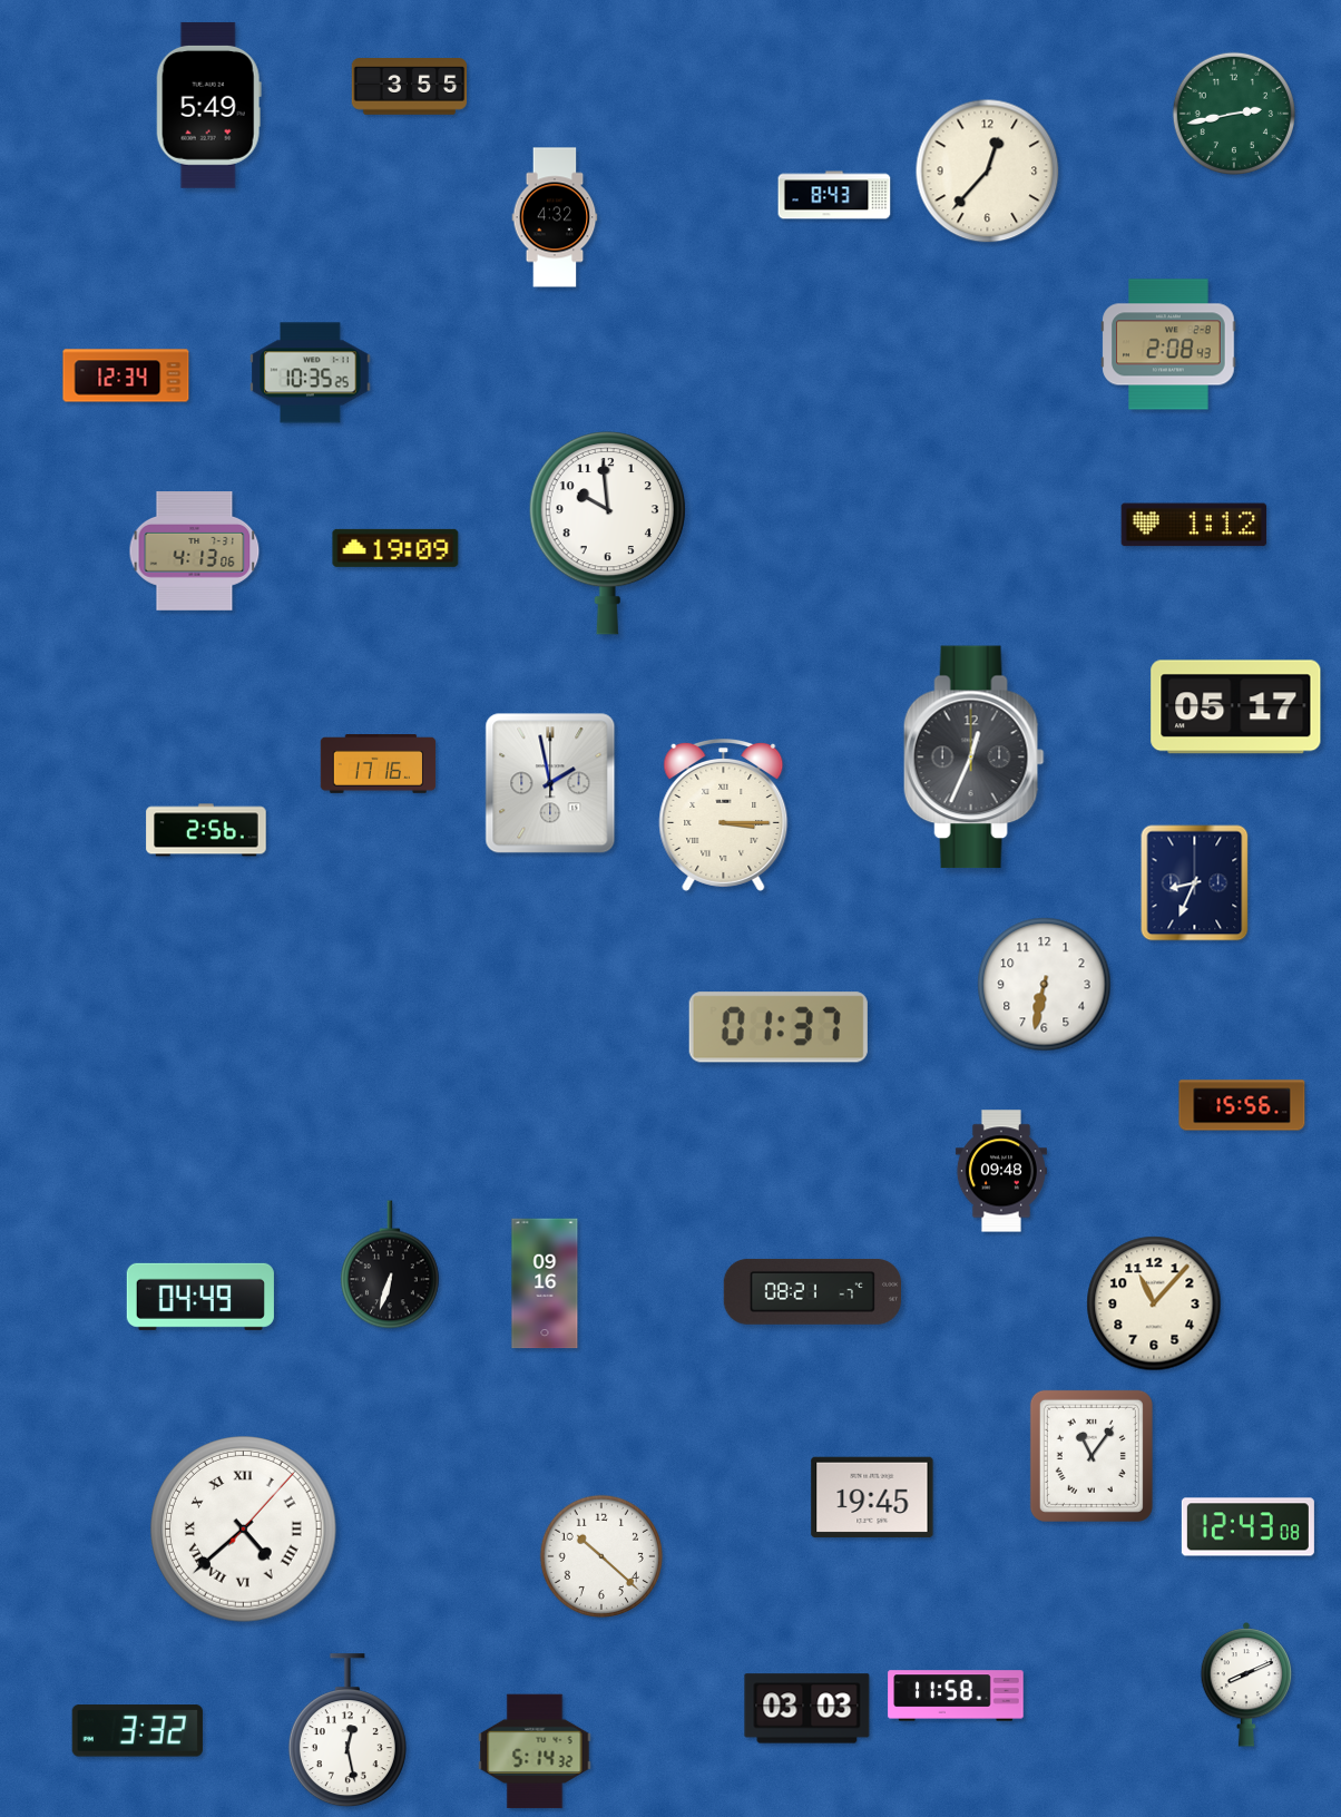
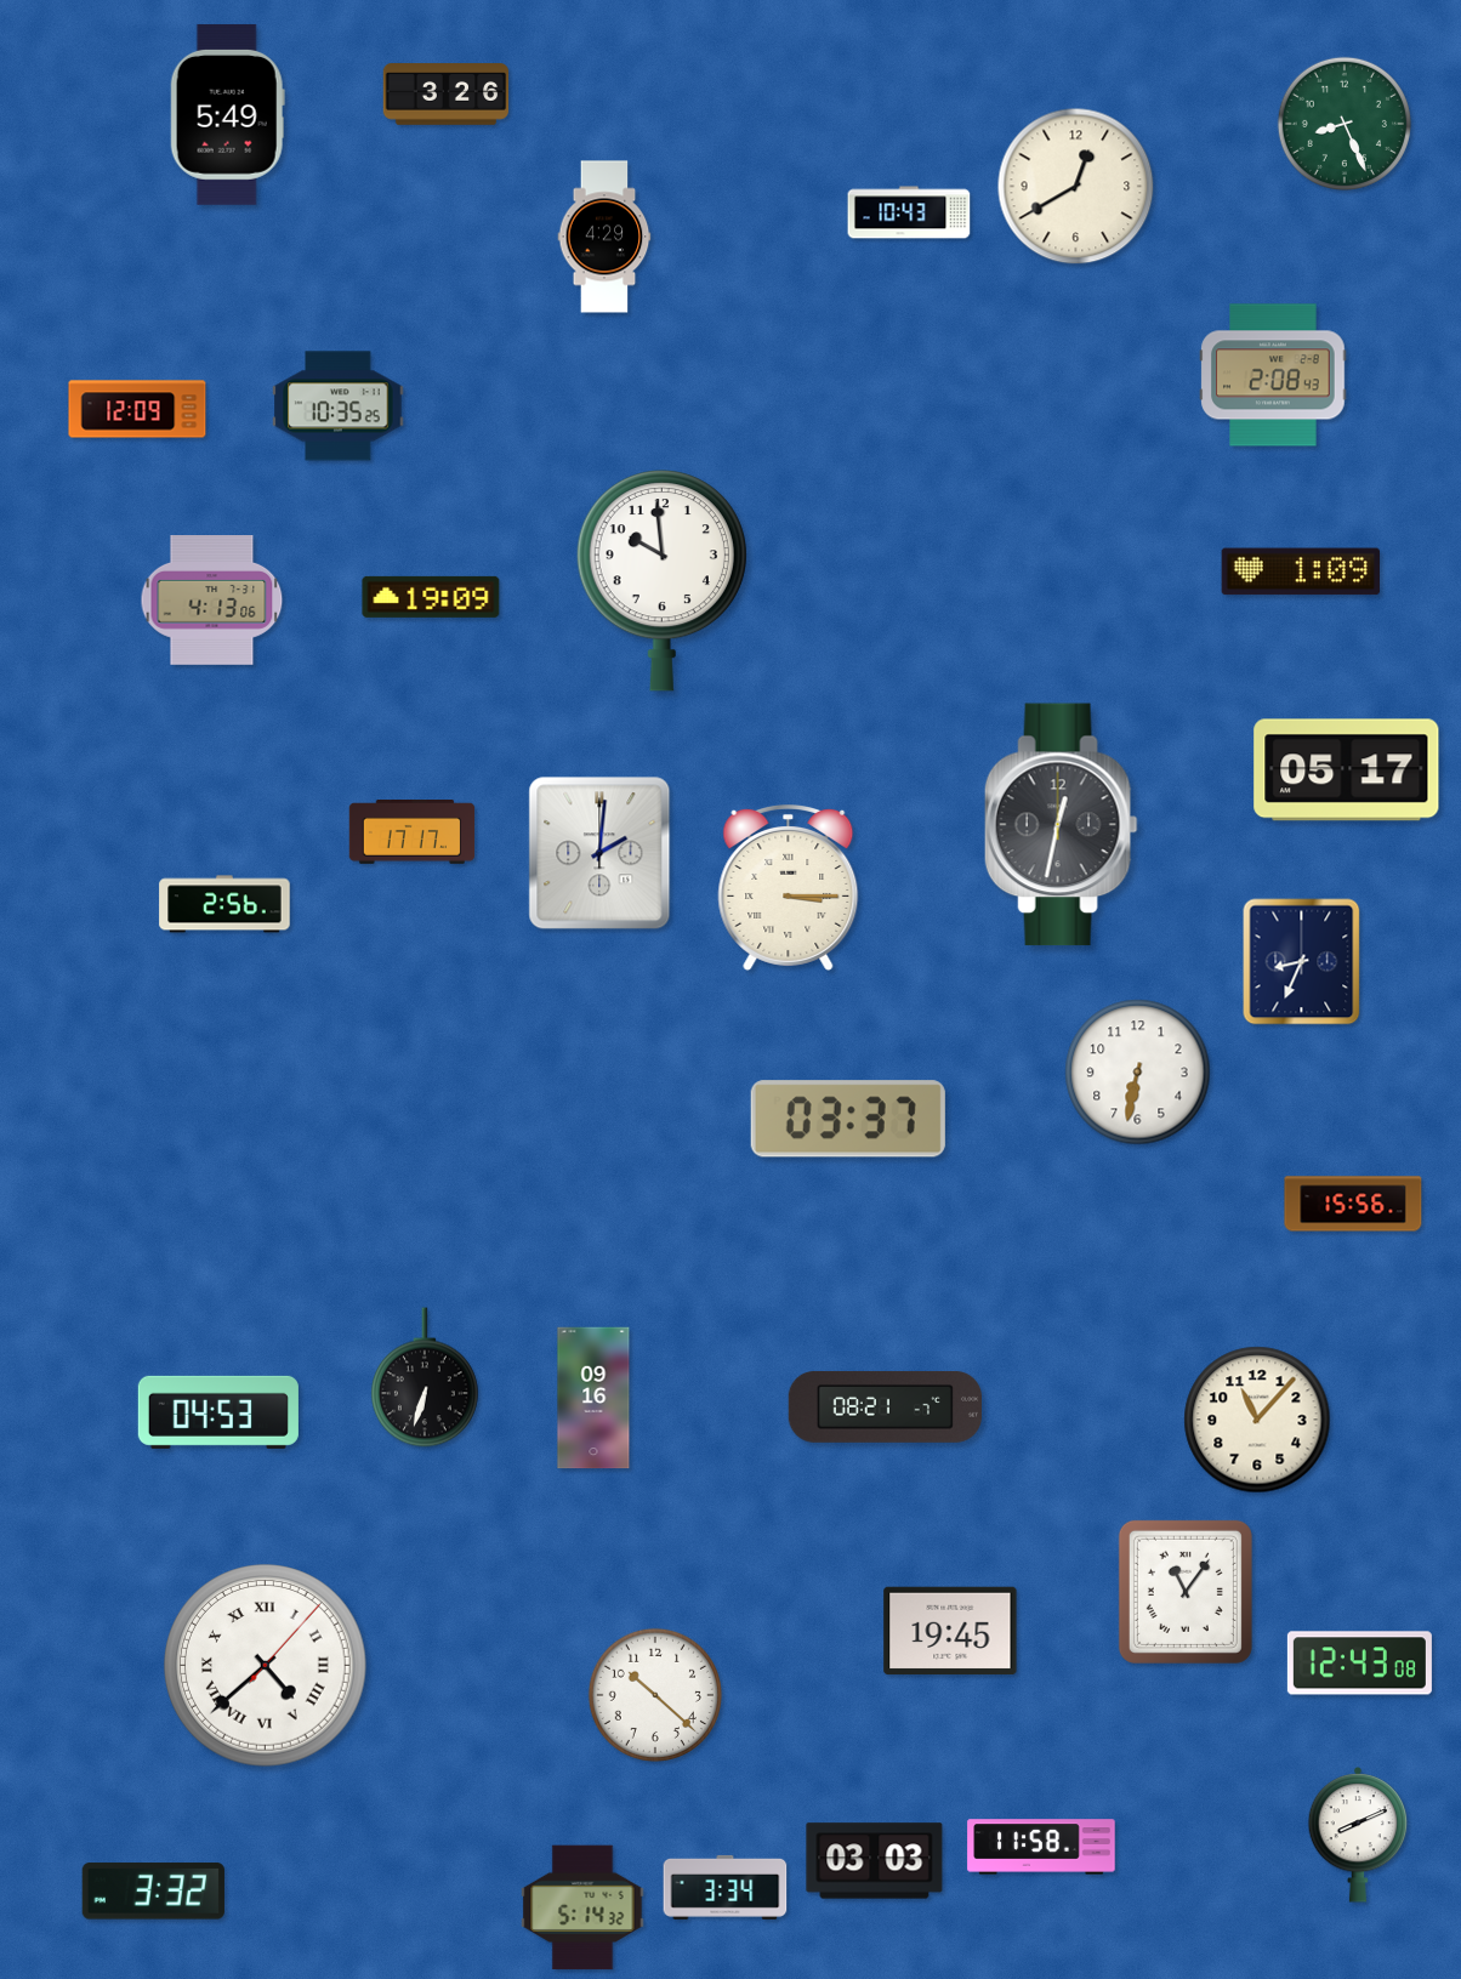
clock at (410, 87): 3:55 -> 3:26
clock at (1234, 114): 2:43 -> 8:26
clock at (988, 172): 12:37 -> 12:40
clock at (834, 195): 8:43 -> 10:43
clock at (555, 217): 4:32 -> 4:29
clock at (126, 375): 12:34 -> 12:09
clock at (1194, 525): 1:12 -> 1:09
clock at (973, 758): 12:34 -> 12:32
clock at (379, 764): 17:16 -> 17:17
clock at (550, 783): 1:58 -> 2:01
clock at (779, 1027): 01:37 -> 03:37
clock at (1001, 1171): 09:48 -> none
clock at (200, 1297): 04:49 -> 04:53
clock at (1092, 1456) position: (1092, 1456) -> (1186, 1592)
clock at (807, 1709) position: (807, 1709) -> (875, 1861)
clock at (137, 1731) position: (137, 1731) -> (153, 1892)
clock at (348, 1731): 12:28 -> none
clock at (726, 1887): none -> 3:34
